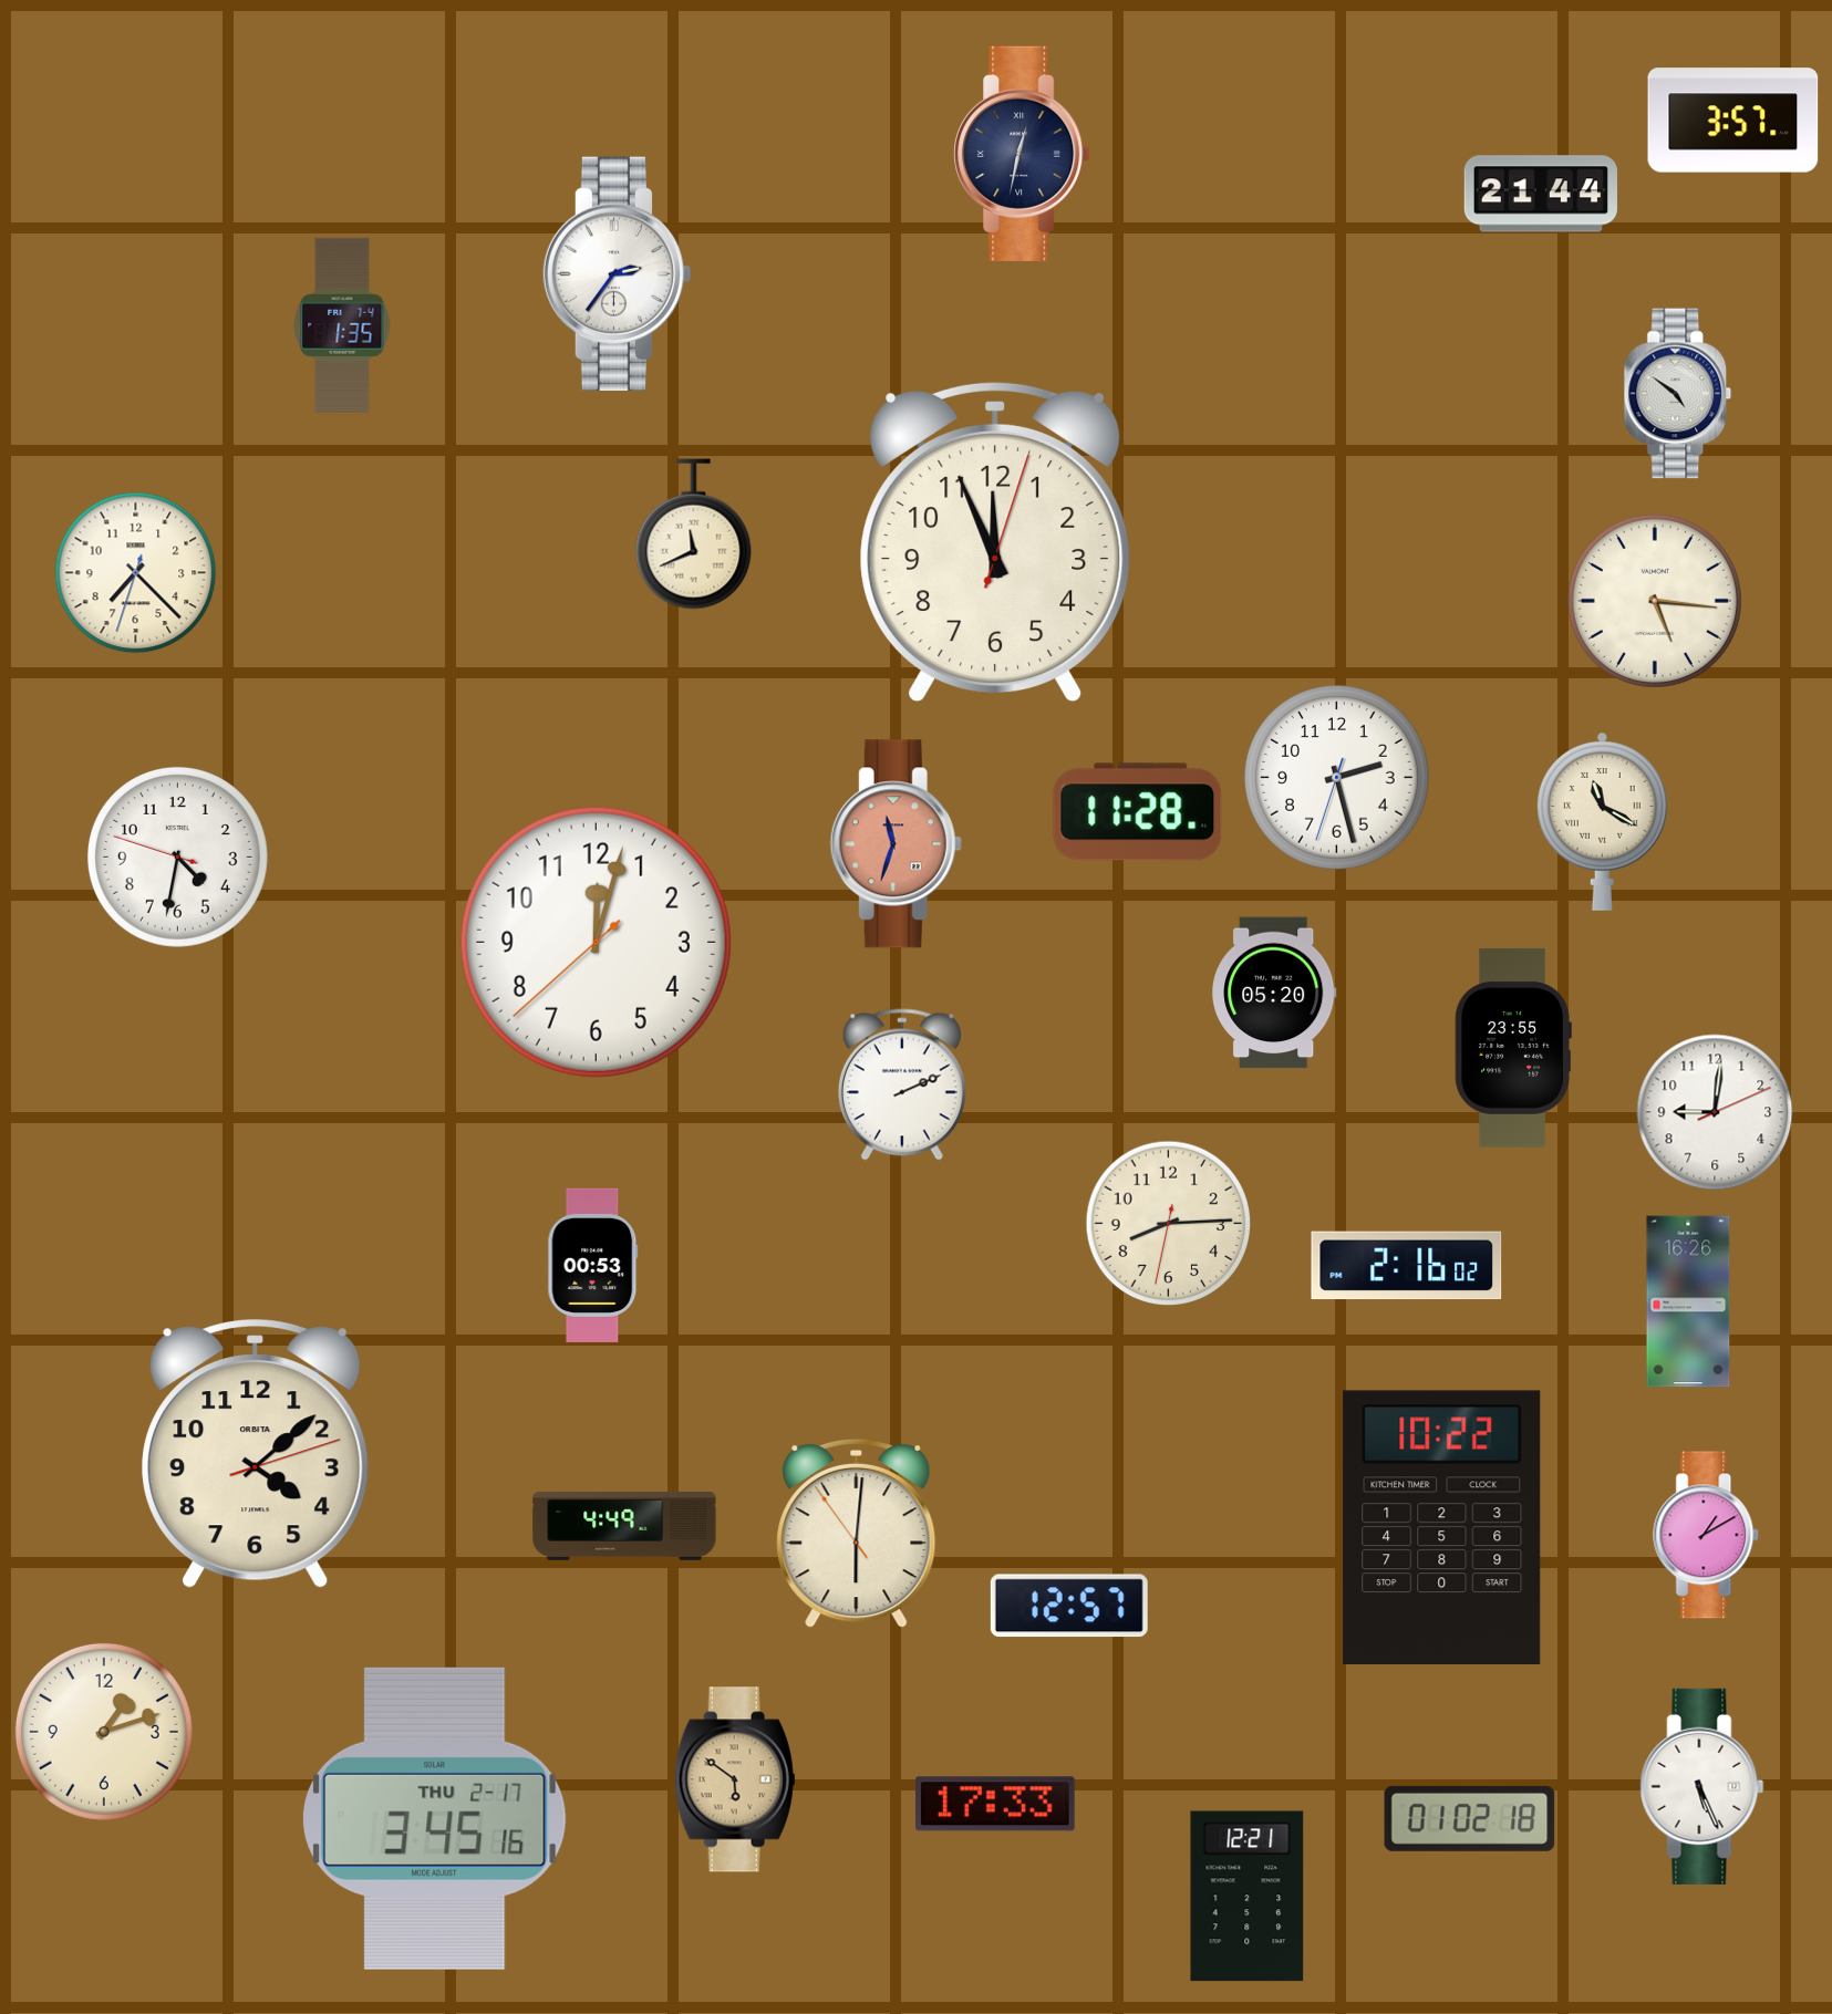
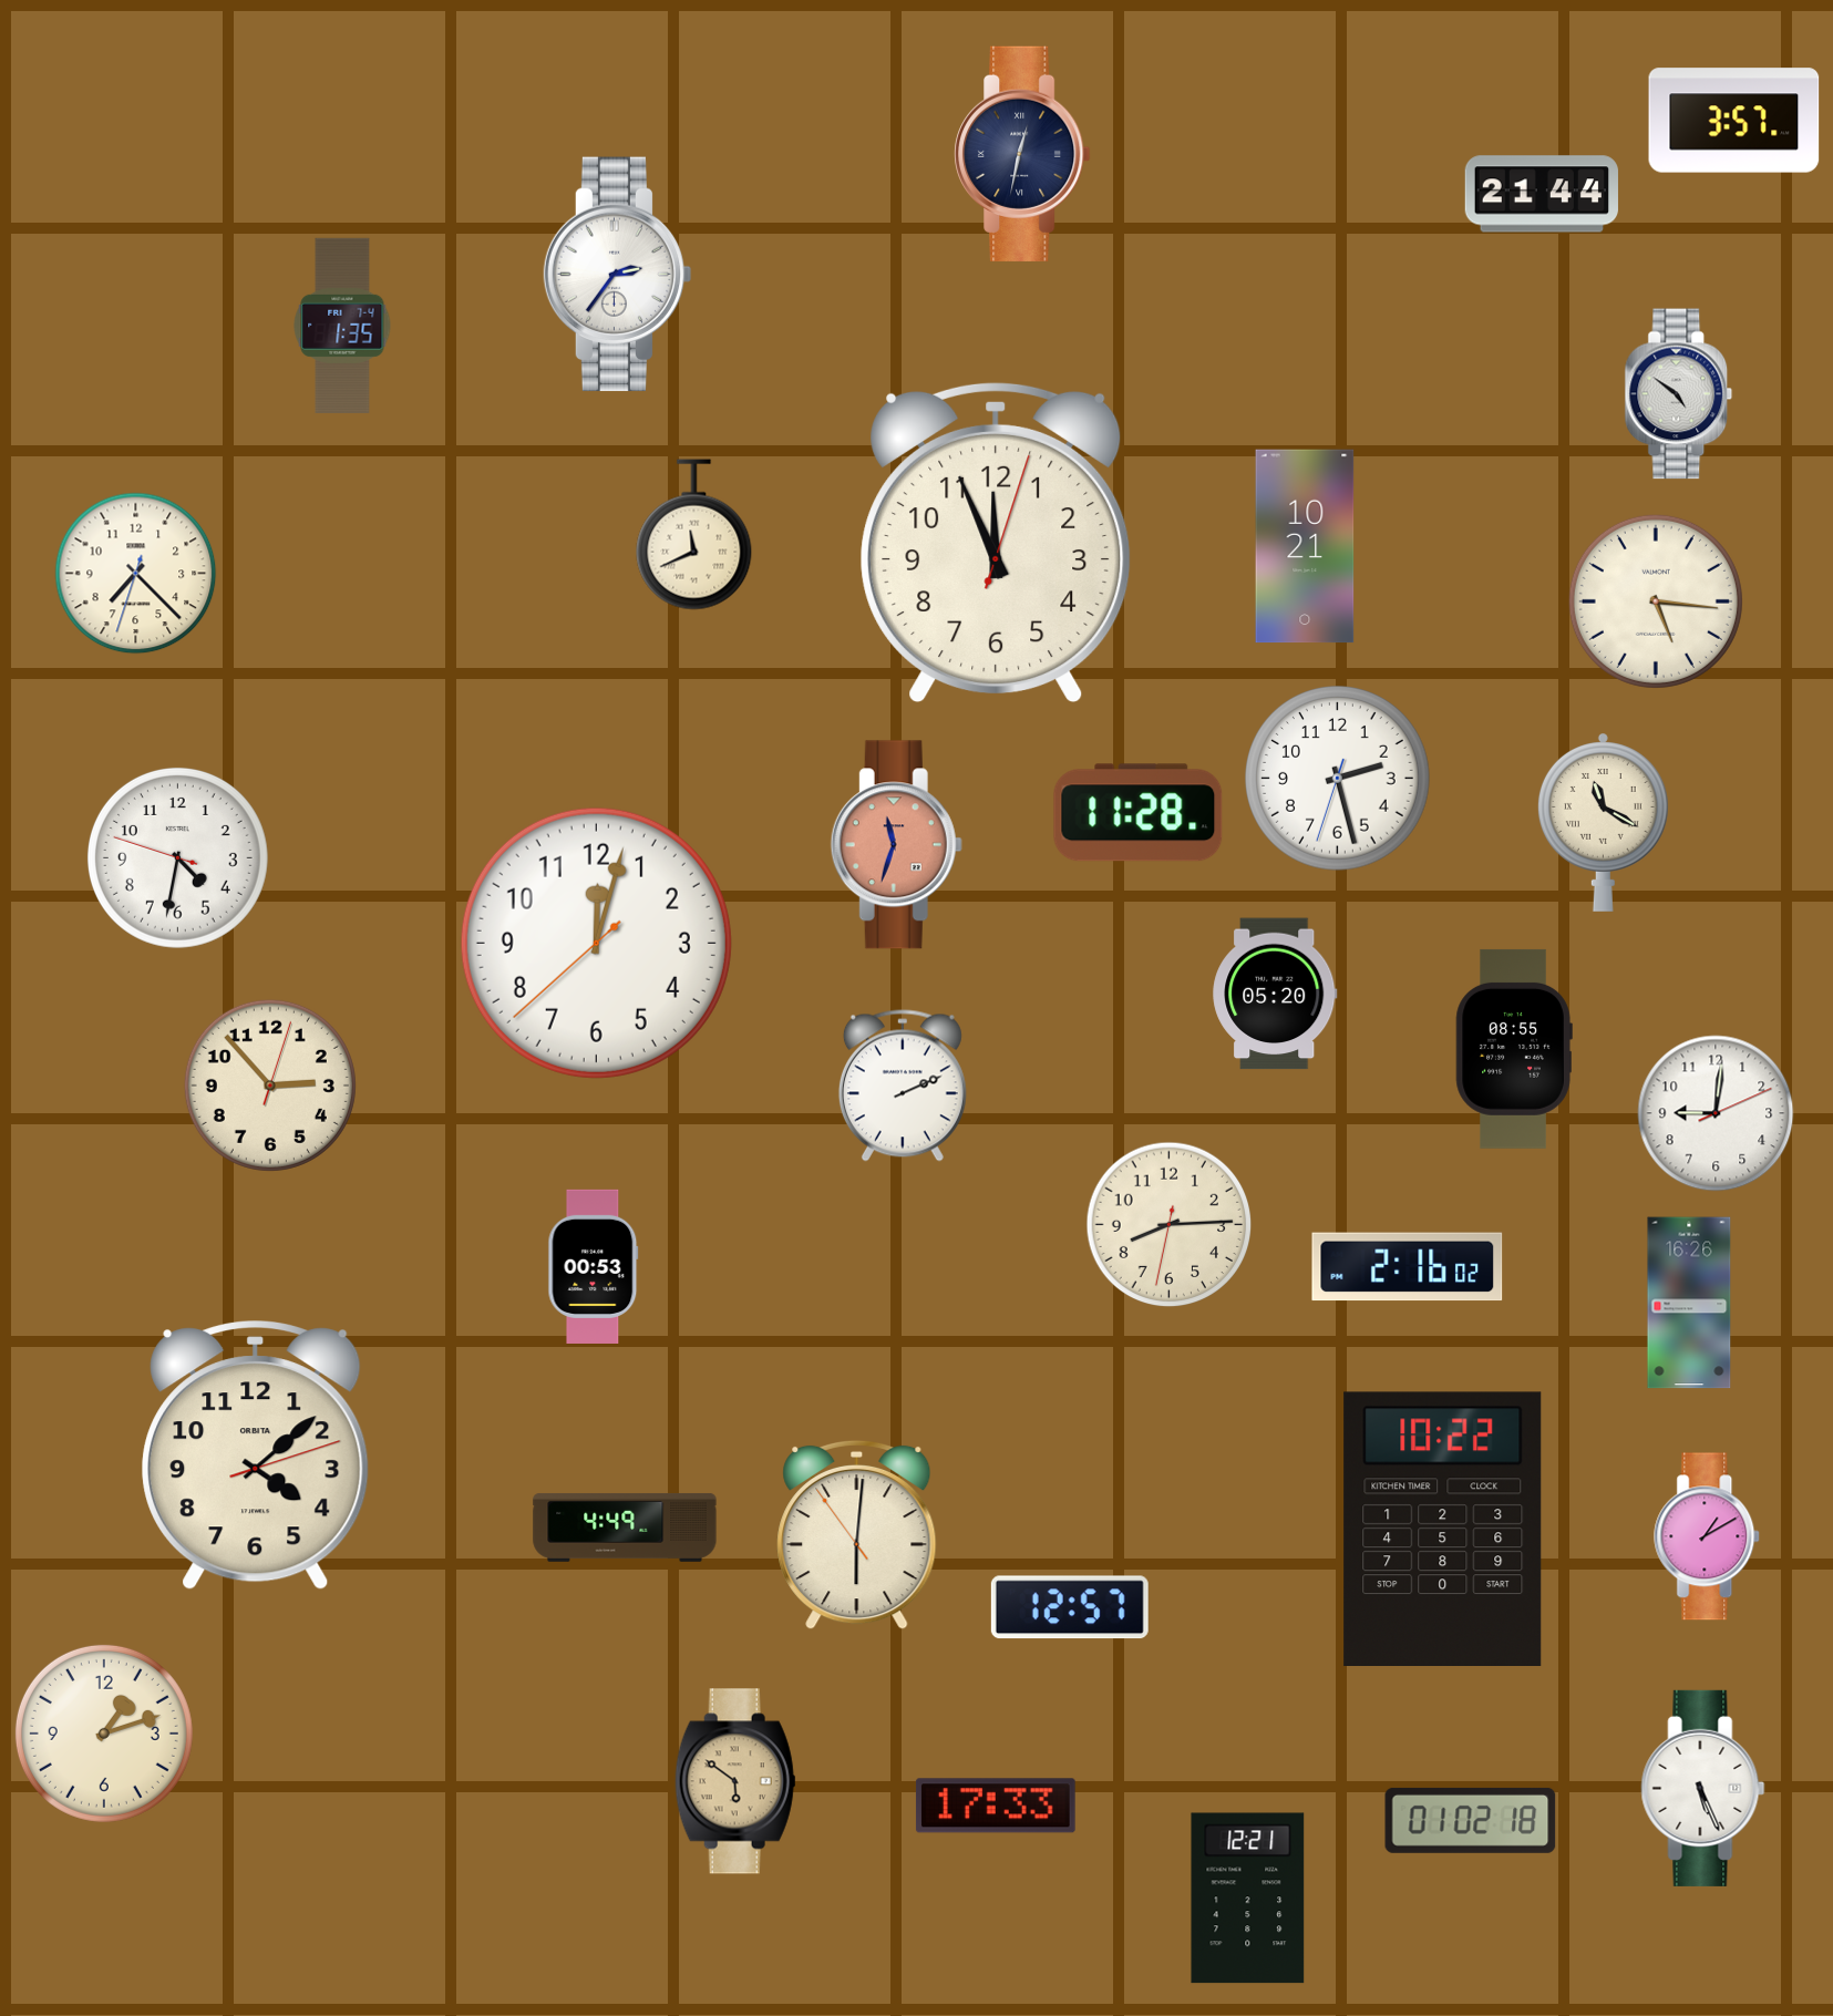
clock at (1305, 546): none -> 10:21
clock at (1513, 1048): 23:55 -> 08:55
clock at (270, 1086): none -> 2:53
clock at (435, 1818): 3:45 -> none
